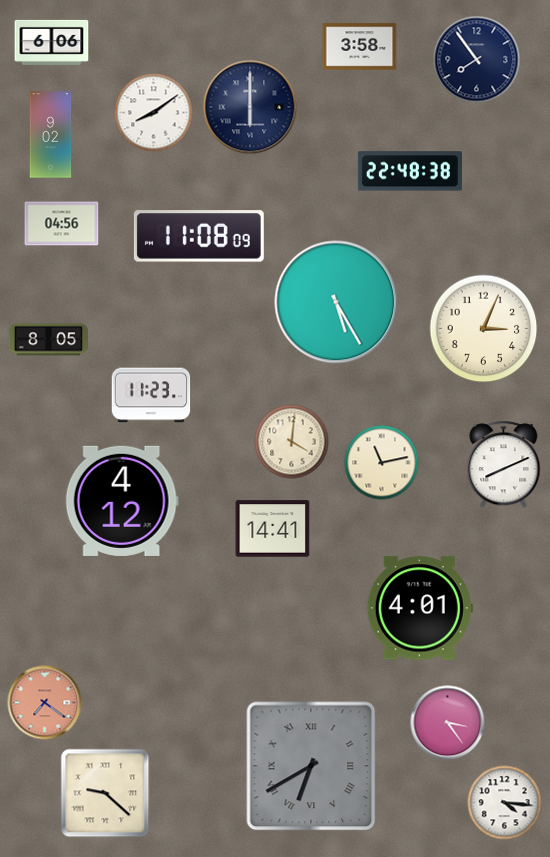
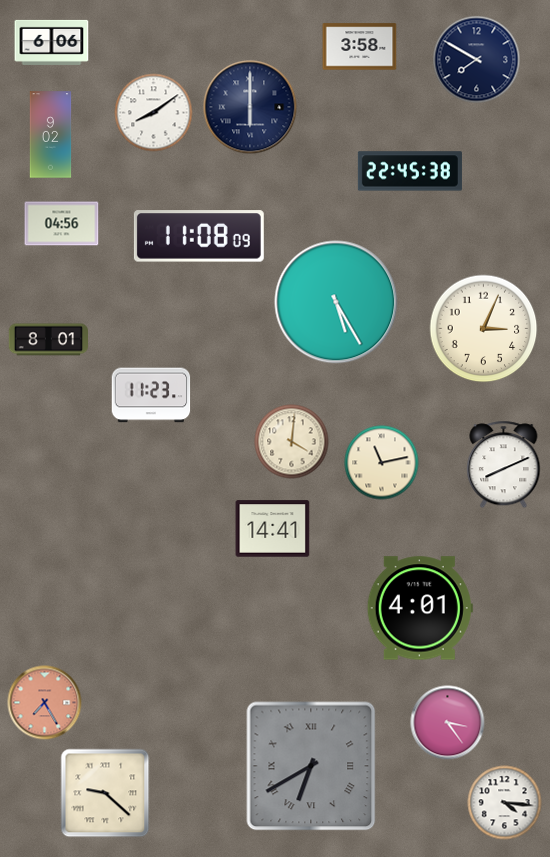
clock at (477, 60): 7:54 -> 7:50
clock at (410, 171): 22:48 -> 22:45
clock at (49, 340): 8:05 -> 8:01
clock at (122, 501): 4:12 -> none
clock at (45, 703): 7:21 -> 7:25
